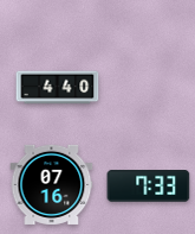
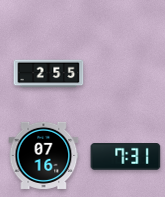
clock at (58, 88): 4:40 -> 2:55
clock at (149, 186): 7:33 -> 7:31
